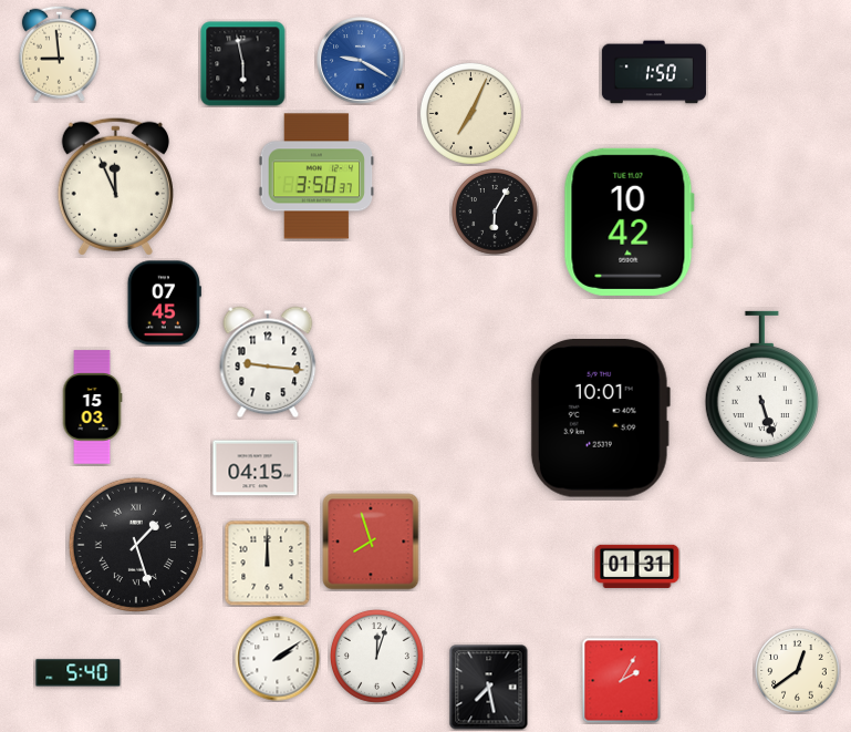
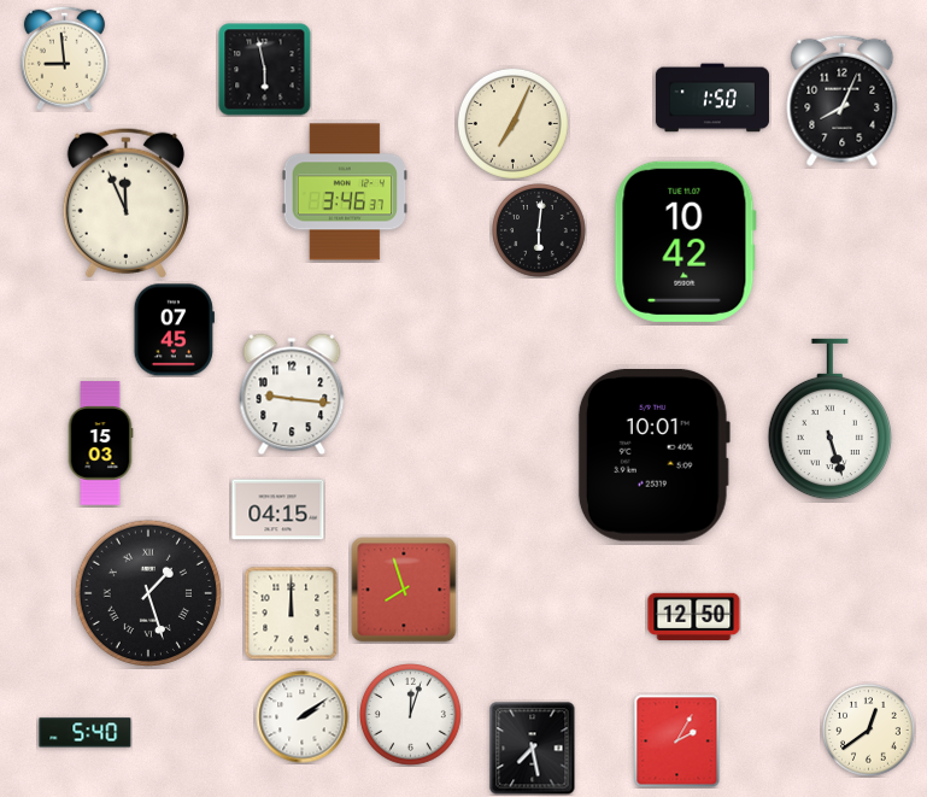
clock at (361, 61): 9:20 -> none
clock at (654, 72) position: (654, 72) -> (712, 98)
clock at (843, 100): none -> 8:04
clock at (316, 176): 3:50 -> 3:46
clock at (495, 212): 6:05 -> 6:01
clock at (164, 303) position: (164, 303) -> (174, 330)
clock at (637, 566): 01:31 -> 12:50
